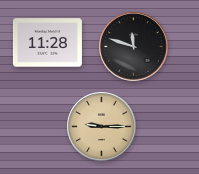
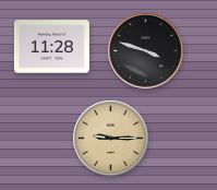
clock at (134, 47): 11:48 -> 3:48
